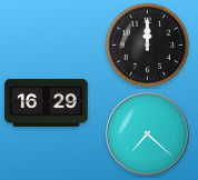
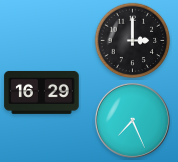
clock at (148, 46): 12:00 -> 3:00
clock at (147, 133): 7:22 -> 7:26
